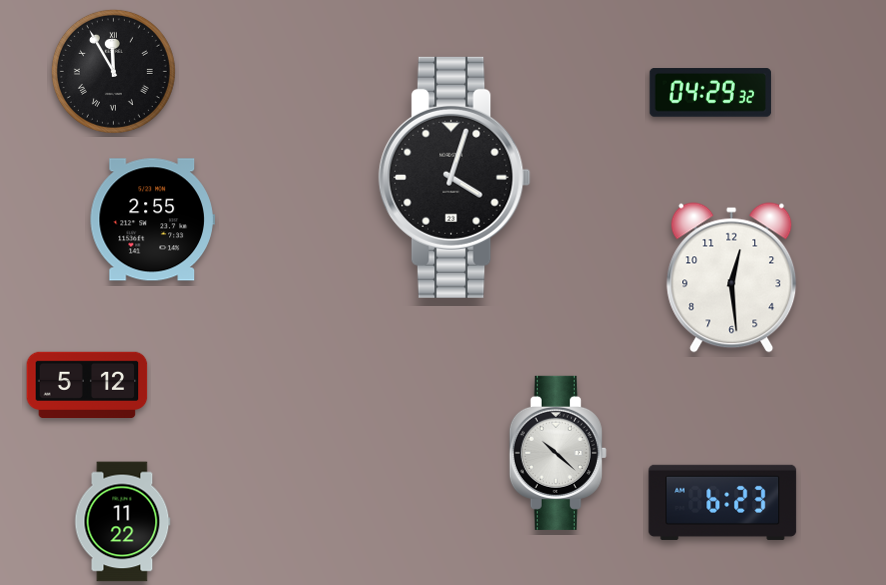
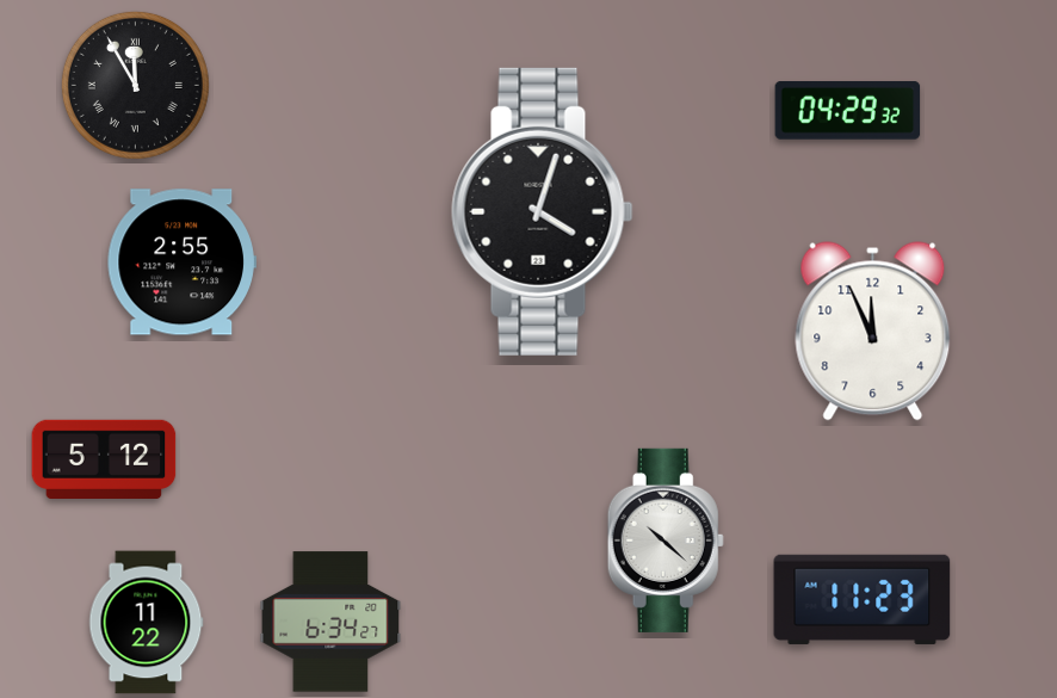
clock at (732, 278): 12:29 -> 11:56
clock at (723, 502): 6:23 -> 11:23
clock at (330, 622): none -> 6:34
